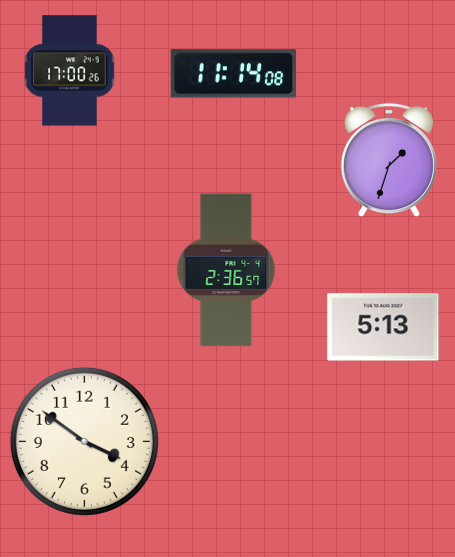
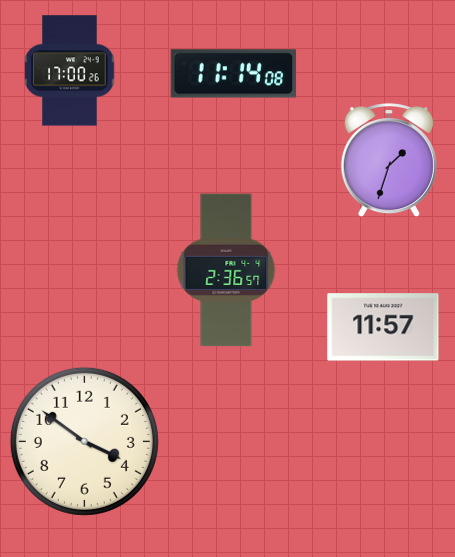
clock at (383, 327): 5:13 -> 11:57
